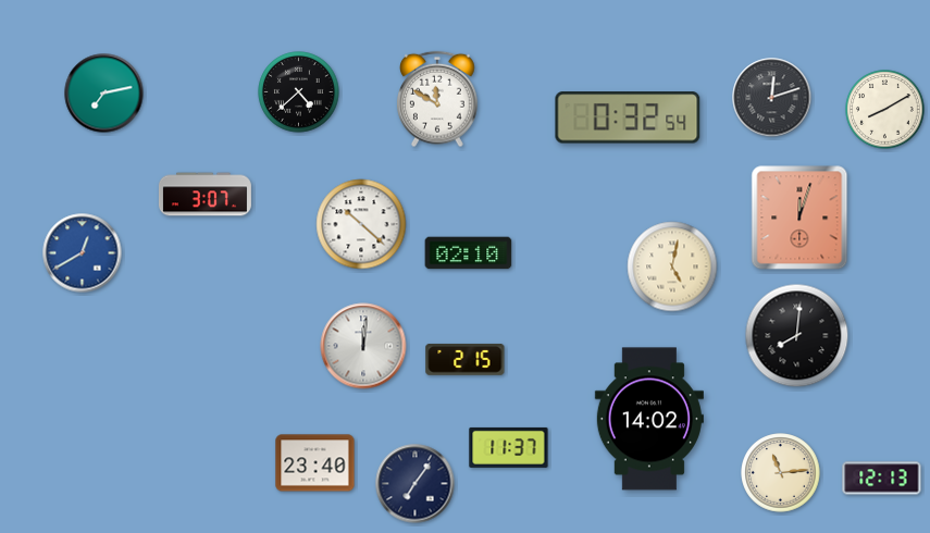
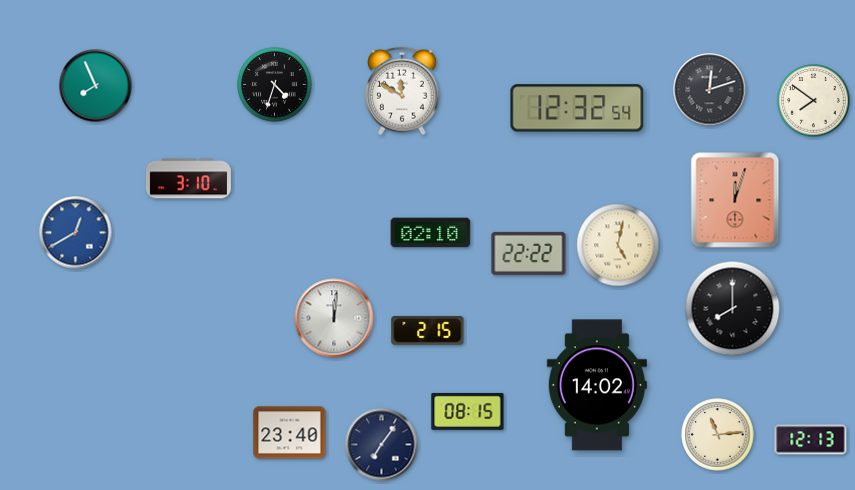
clock at (299, 92): 4:38 -> 4:33
clock at (104, 94): 7:13 -> 7:56
clock at (885, 110): 8:10 -> 7:51
clock at (628, 117): 0:32 -> 12:32
clock at (204, 195): 3:07 -> 3:10
clock at (361, 224): 10:22 -> none
clock at (529, 253): none -> 22:22
clock at (797, 336): 8:01 -> 8:00
clock at (509, 447): 11:37 -> 08:15
clock at (315, 463) position: (315, 463) -> (290, 433)
